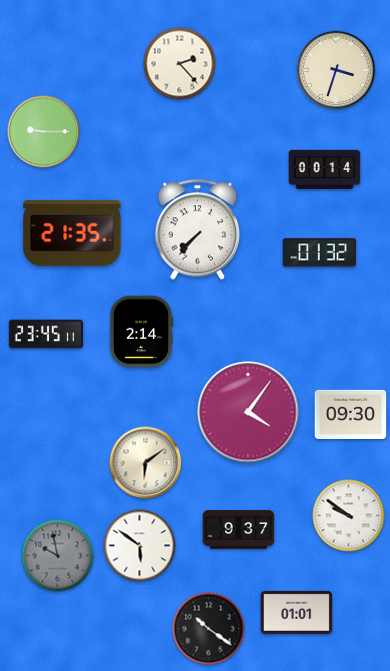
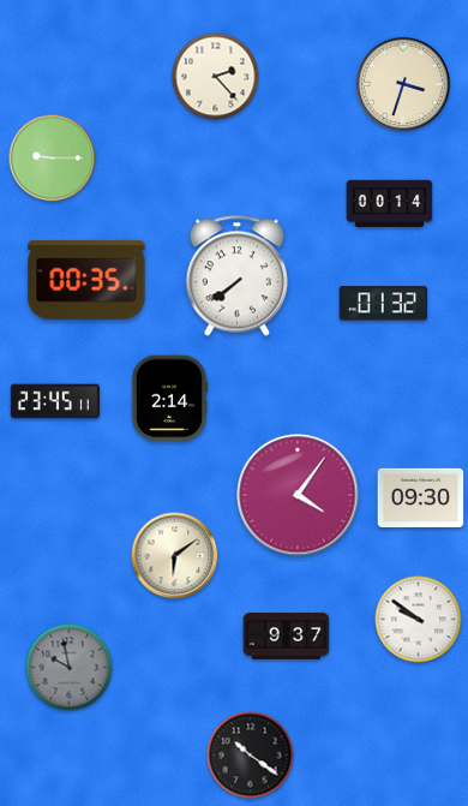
clock at (198, 230): 7:37 -> 7:39
clock at (72, 233): 21:35 -> 00:35
clock at (140, 546): 5:51 -> none
clock at (297, 612): 01:01 -> none
